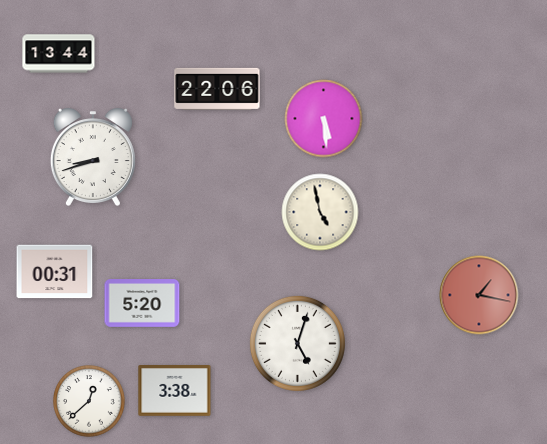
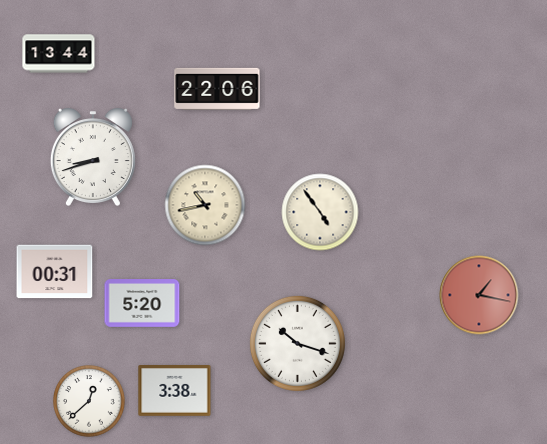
clock at (324, 119): 5:29 -> none
clock at (205, 205): none -> 10:43
clock at (320, 212): 4:58 -> 4:54
clock at (297, 343): 5:03 -> 10:18
